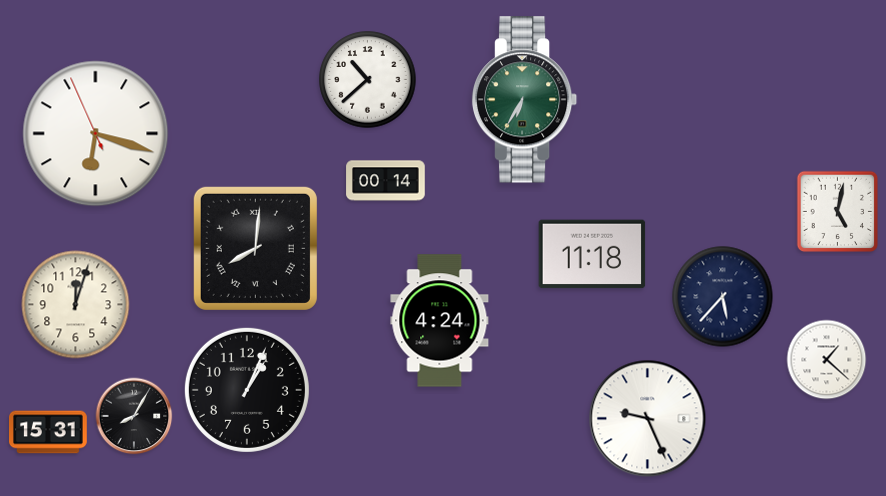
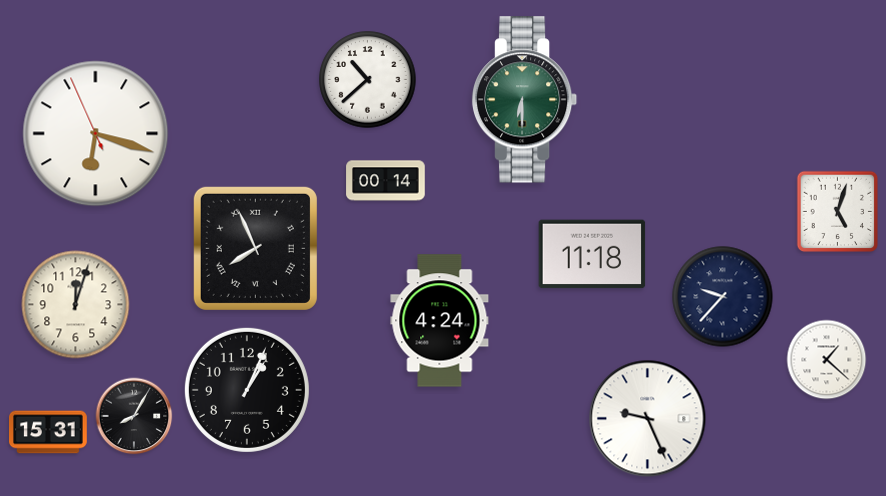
clock at (525, 100): 6:35 -> 6:30
clock at (838, 212): 5:02 -> 5:03
clock at (255, 248): 8:01 -> 7:56
clock at (723, 297): 5:37 -> 9:37
